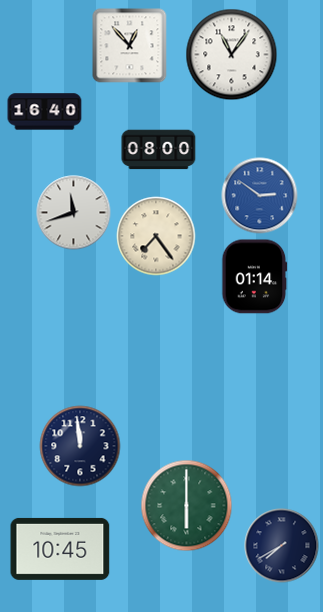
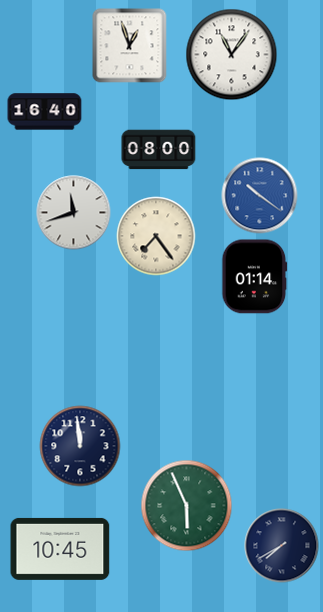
clock at (130, 46): 12:53 -> 12:57
clock at (260, 196): 2:51 -> 10:21
clock at (187, 506): 6:00 -> 5:56
